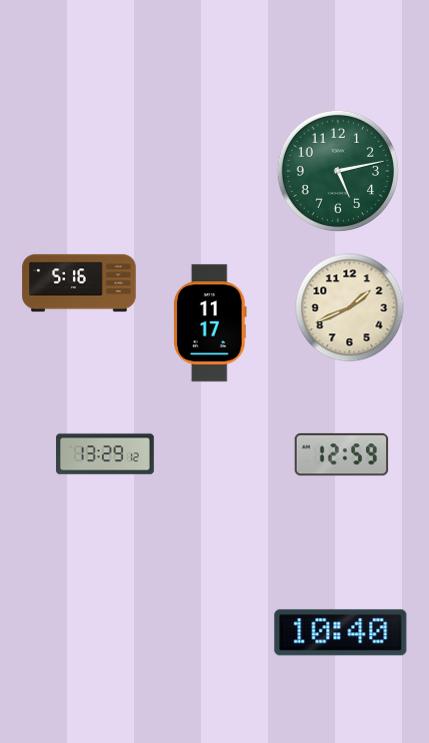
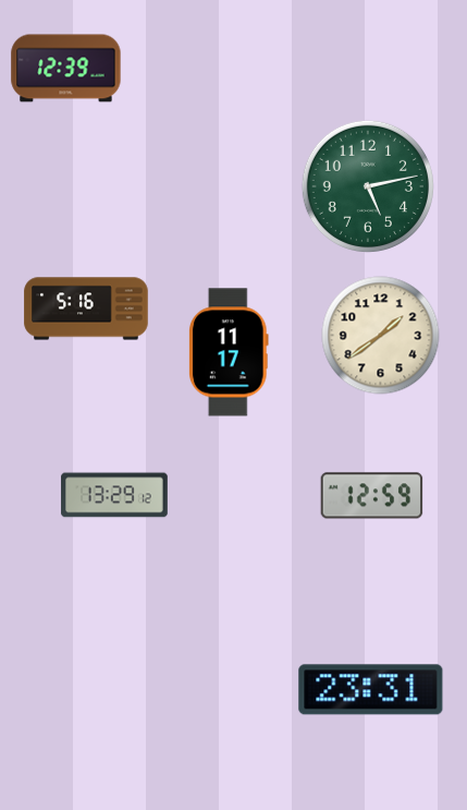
clock at (66, 69): none -> 12:39
clock at (350, 308): 1:41 -> 1:39
clock at (341, 633): 10:40 -> 23:31
